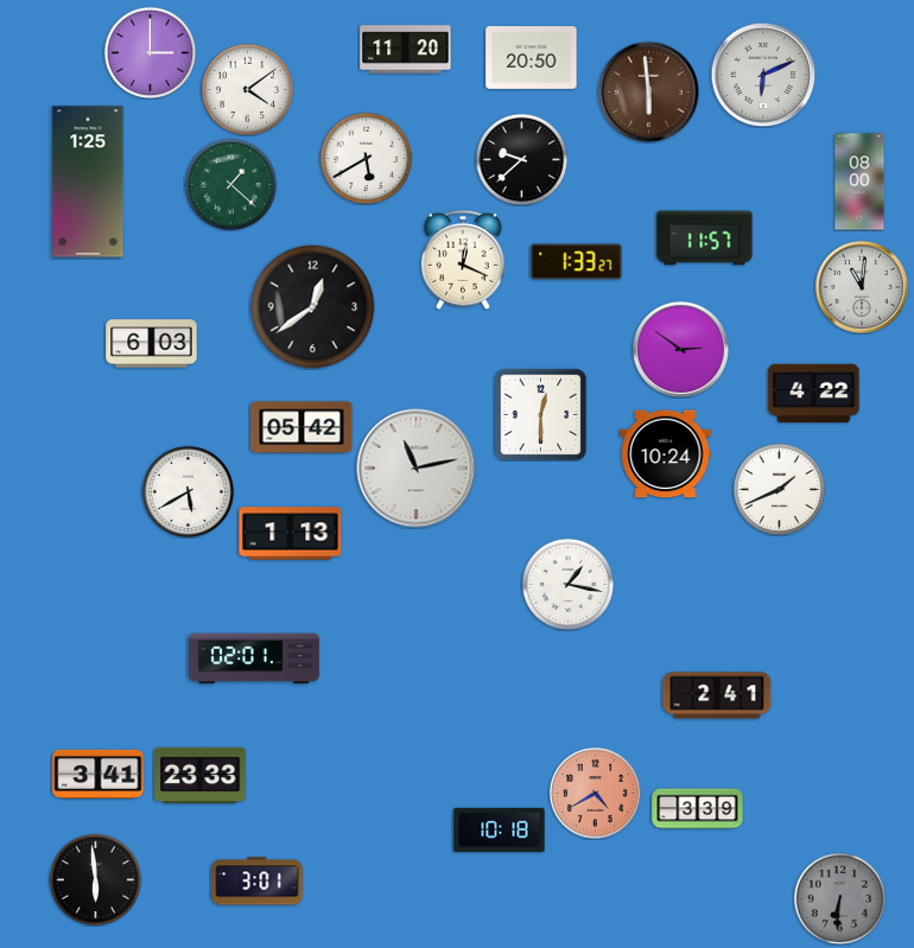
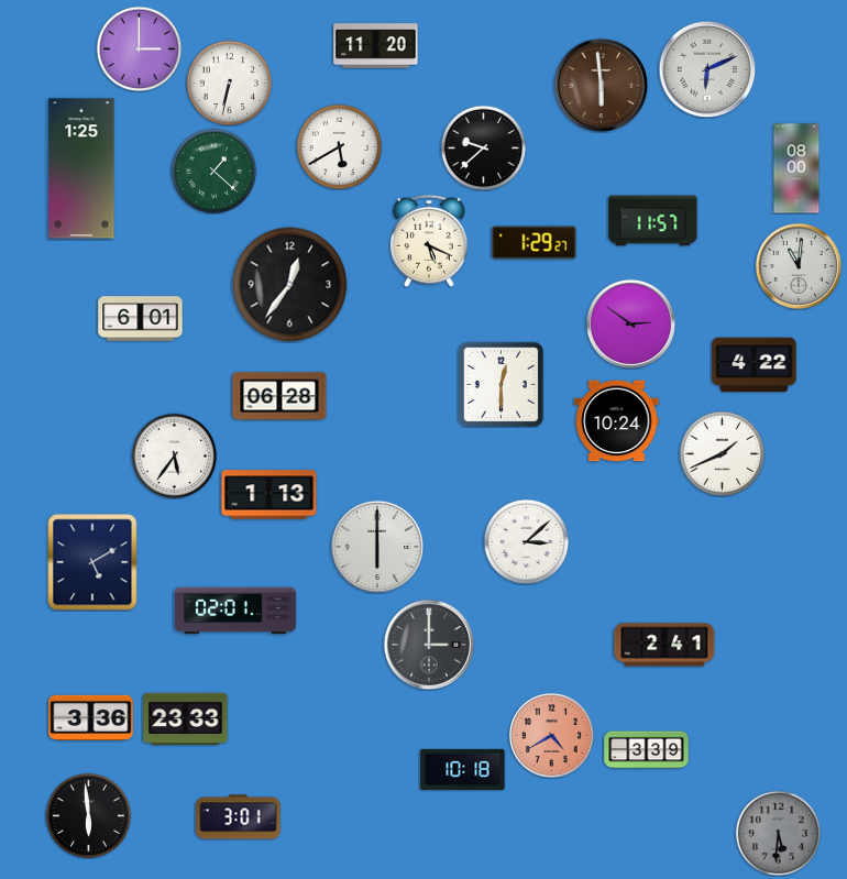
clock at (532, 58): 20:50 -> none
clock at (247, 89): 4:09 -> 6:32
clock at (463, 260): 12:19 -> 5:19
clock at (577, 262): 1:33 -> 1:29
clock at (313, 307): 12:39 -> 12:36
clock at (152, 344): 6:03 -> 6:01
clock at (302, 427): 05:42 -> 06:28
clock at (417, 469): 11:13 -> none
clock at (188, 491): 5:40 -> 5:36
clock at (567, 584): 1:17 -> 3:08
clock at (377, 547): none -> 6:00
clock at (92, 562): none -> 5:10
clock at (428, 644): none -> 3:00
clock at (99, 774): 3:41 -> 3:36
clock at (839, 898): 6:31 -> 5:31
